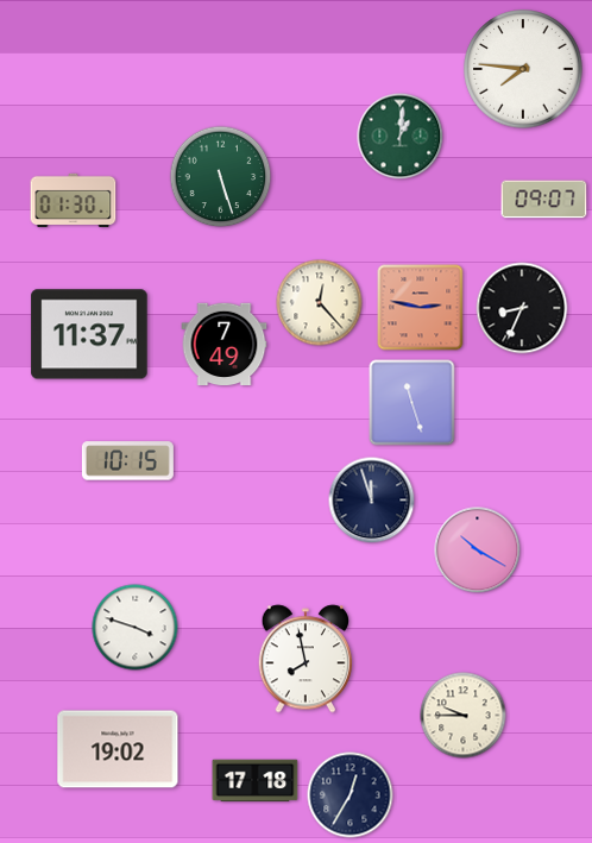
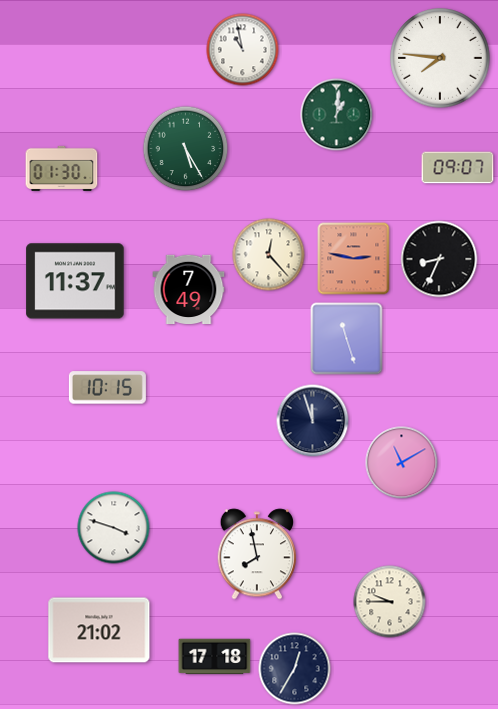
clock at (243, 50): none -> 10:58
clock at (221, 177): 5:27 -> 5:25
clock at (478, 551): 10:20 -> 11:10
clock at (118, 749): 19:02 -> 21:02
